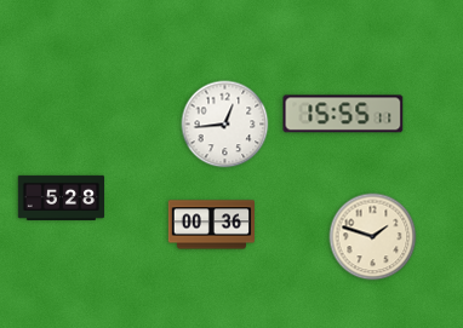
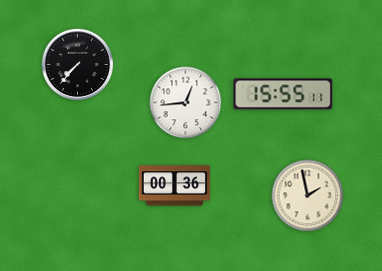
clock at (77, 64): none -> 7:37
clock at (61, 197): 5:28 -> none
clock at (373, 237): 1:48 -> 1:58
